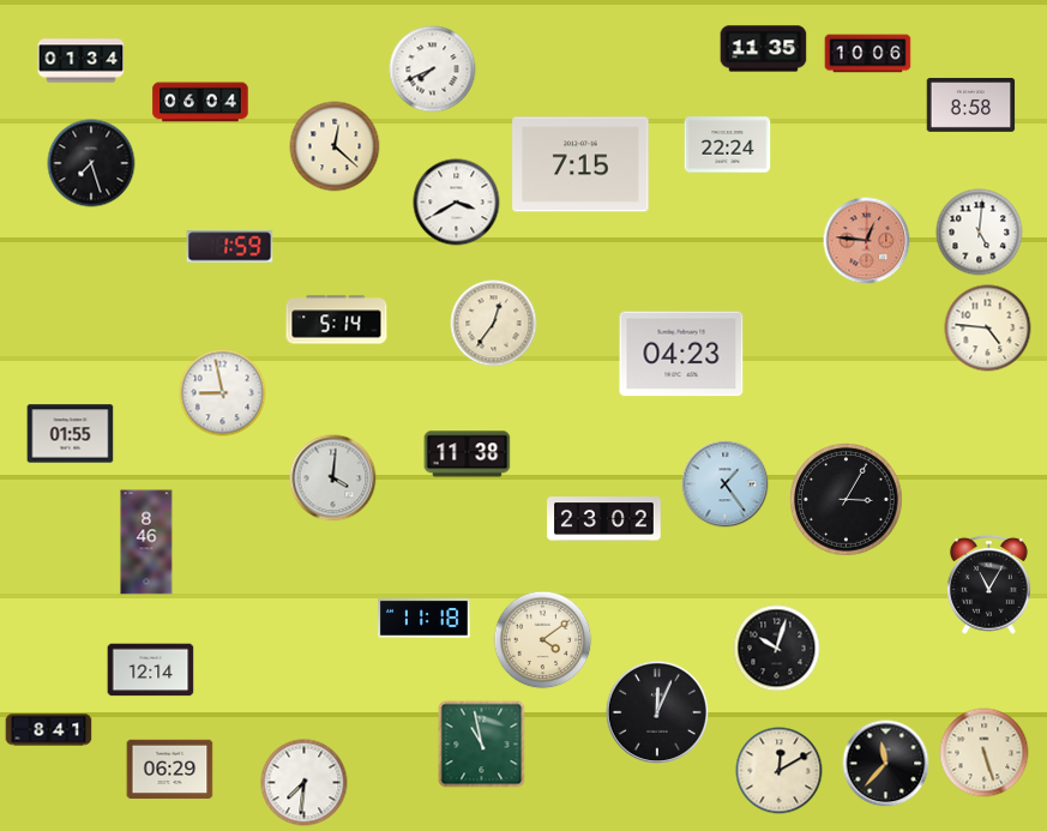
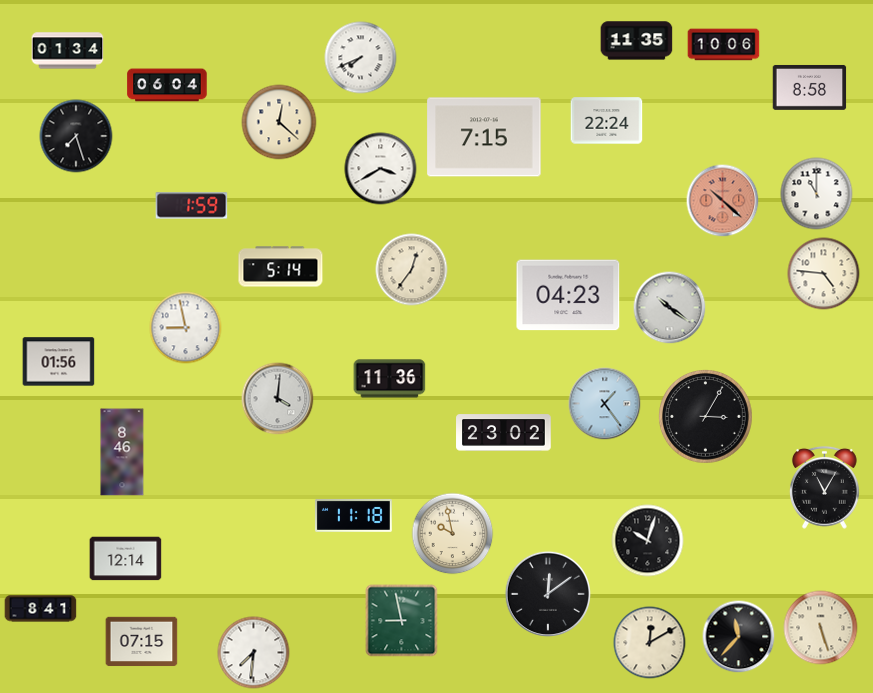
clock at (980, 233): 5:01 -> 11:00
clock at (867, 241): 12:46 -> 10:22
clock at (670, 308): none -> 10:21
clock at (71, 434): 01:55 -> 01:56
clock at (468, 454): 11:38 -> 11:36
clock at (543, 640): 4:09 -> 9:58
clock at (657, 712): 12:04 -> 12:09
clock at (482, 745): 10:58 -> 8:58
clock at (170, 770): 06:29 -> 07:15
